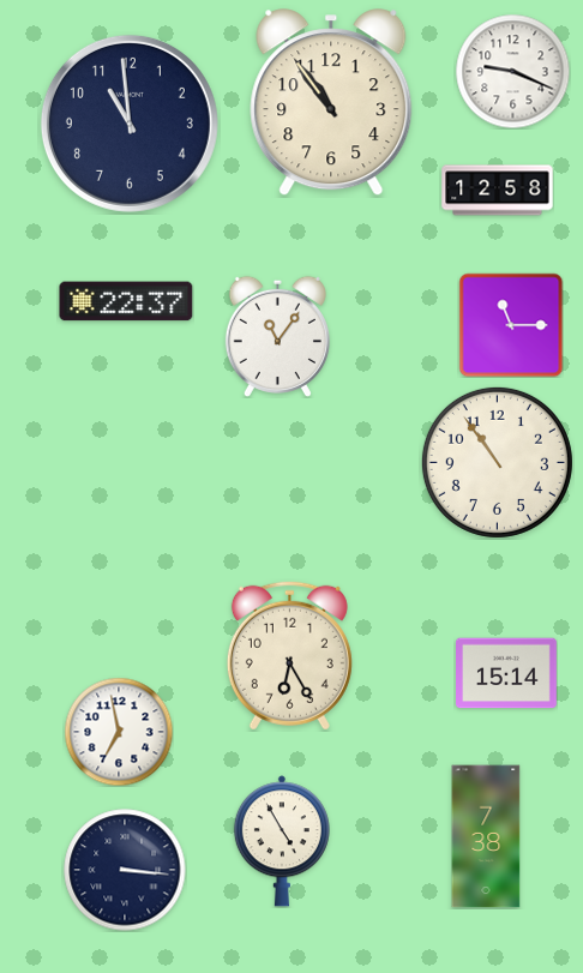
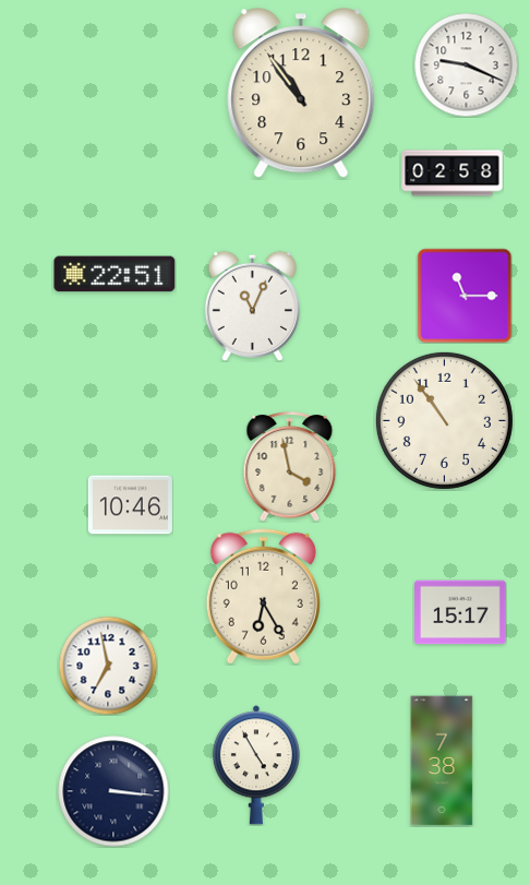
clock at (130, 124): 10:59 -> none
clock at (498, 191): 12:58 -> 02:58
clock at (126, 301): 22:37 -> 22:51
clock at (277, 336): 11:06 -> 11:04
clock at (497, 462) position: (497, 462) -> (444, 420)
clock at (290, 467): none -> 3:58
clock at (130, 505): none -> 10:46
clock at (507, 673): 15:14 -> 15:17
